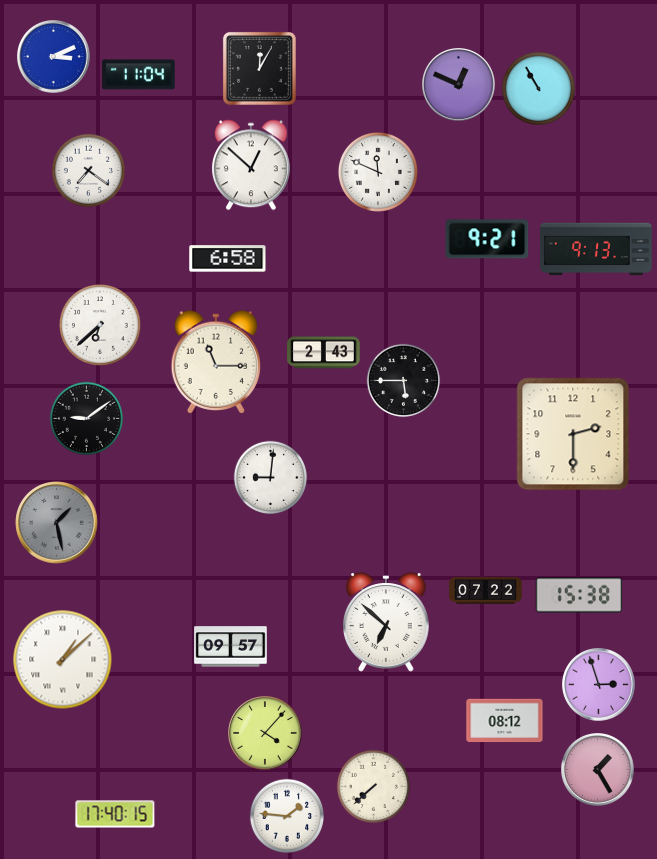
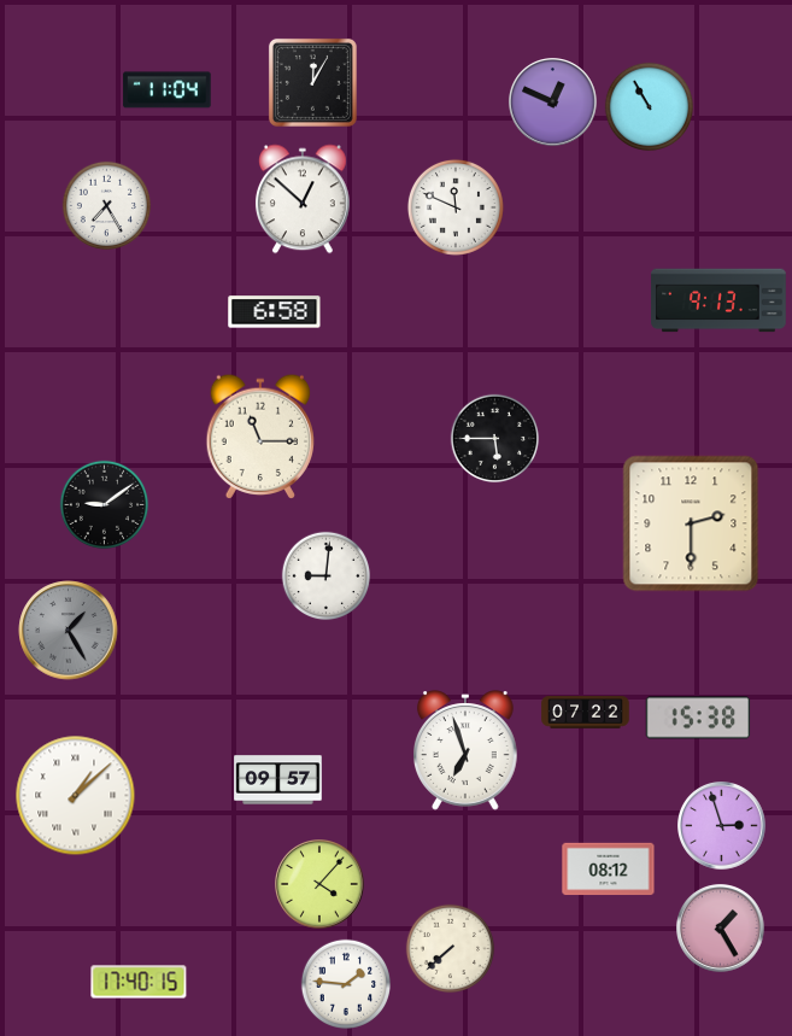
clock at (54, 57): 3:11 -> none
clock at (89, 171): 7:21 -> 7:25
clock at (487, 239): 9:21 -> none
clock at (100, 325): 6:38 -> none
clock at (324, 353): 2:43 -> none
clock at (404, 381) position: (404, 381) -> (495, 439)
clock at (57, 523): 1:28 -> 1:25
clock at (387, 622): 6:52 -> 6:57
